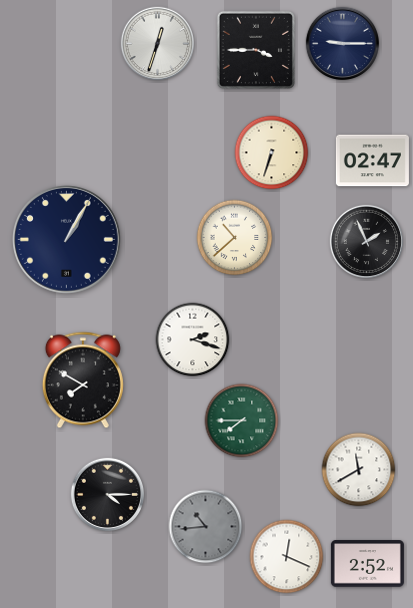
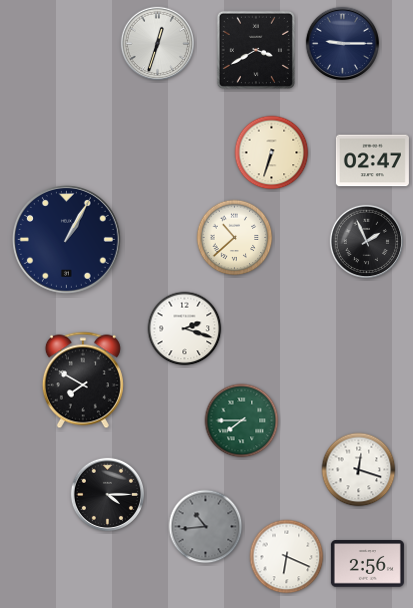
clock at (256, 50): 3:45 -> 3:40
clock at (193, 340) position: (193, 340) -> (185, 329)
clock at (359, 470): 11:40 -> 12:18
clock at (287, 557): 12:19 -> 6:19
clock at (367, 564): 2:52 -> 2:56
